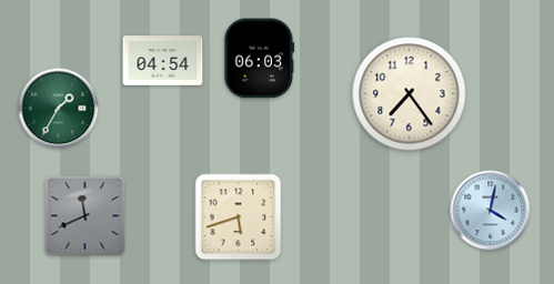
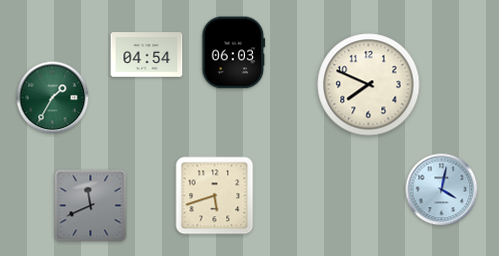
clock at (410, 94): 7:24 -> 7:49
clock at (85, 216) position: (85, 216) -> (91, 206)
